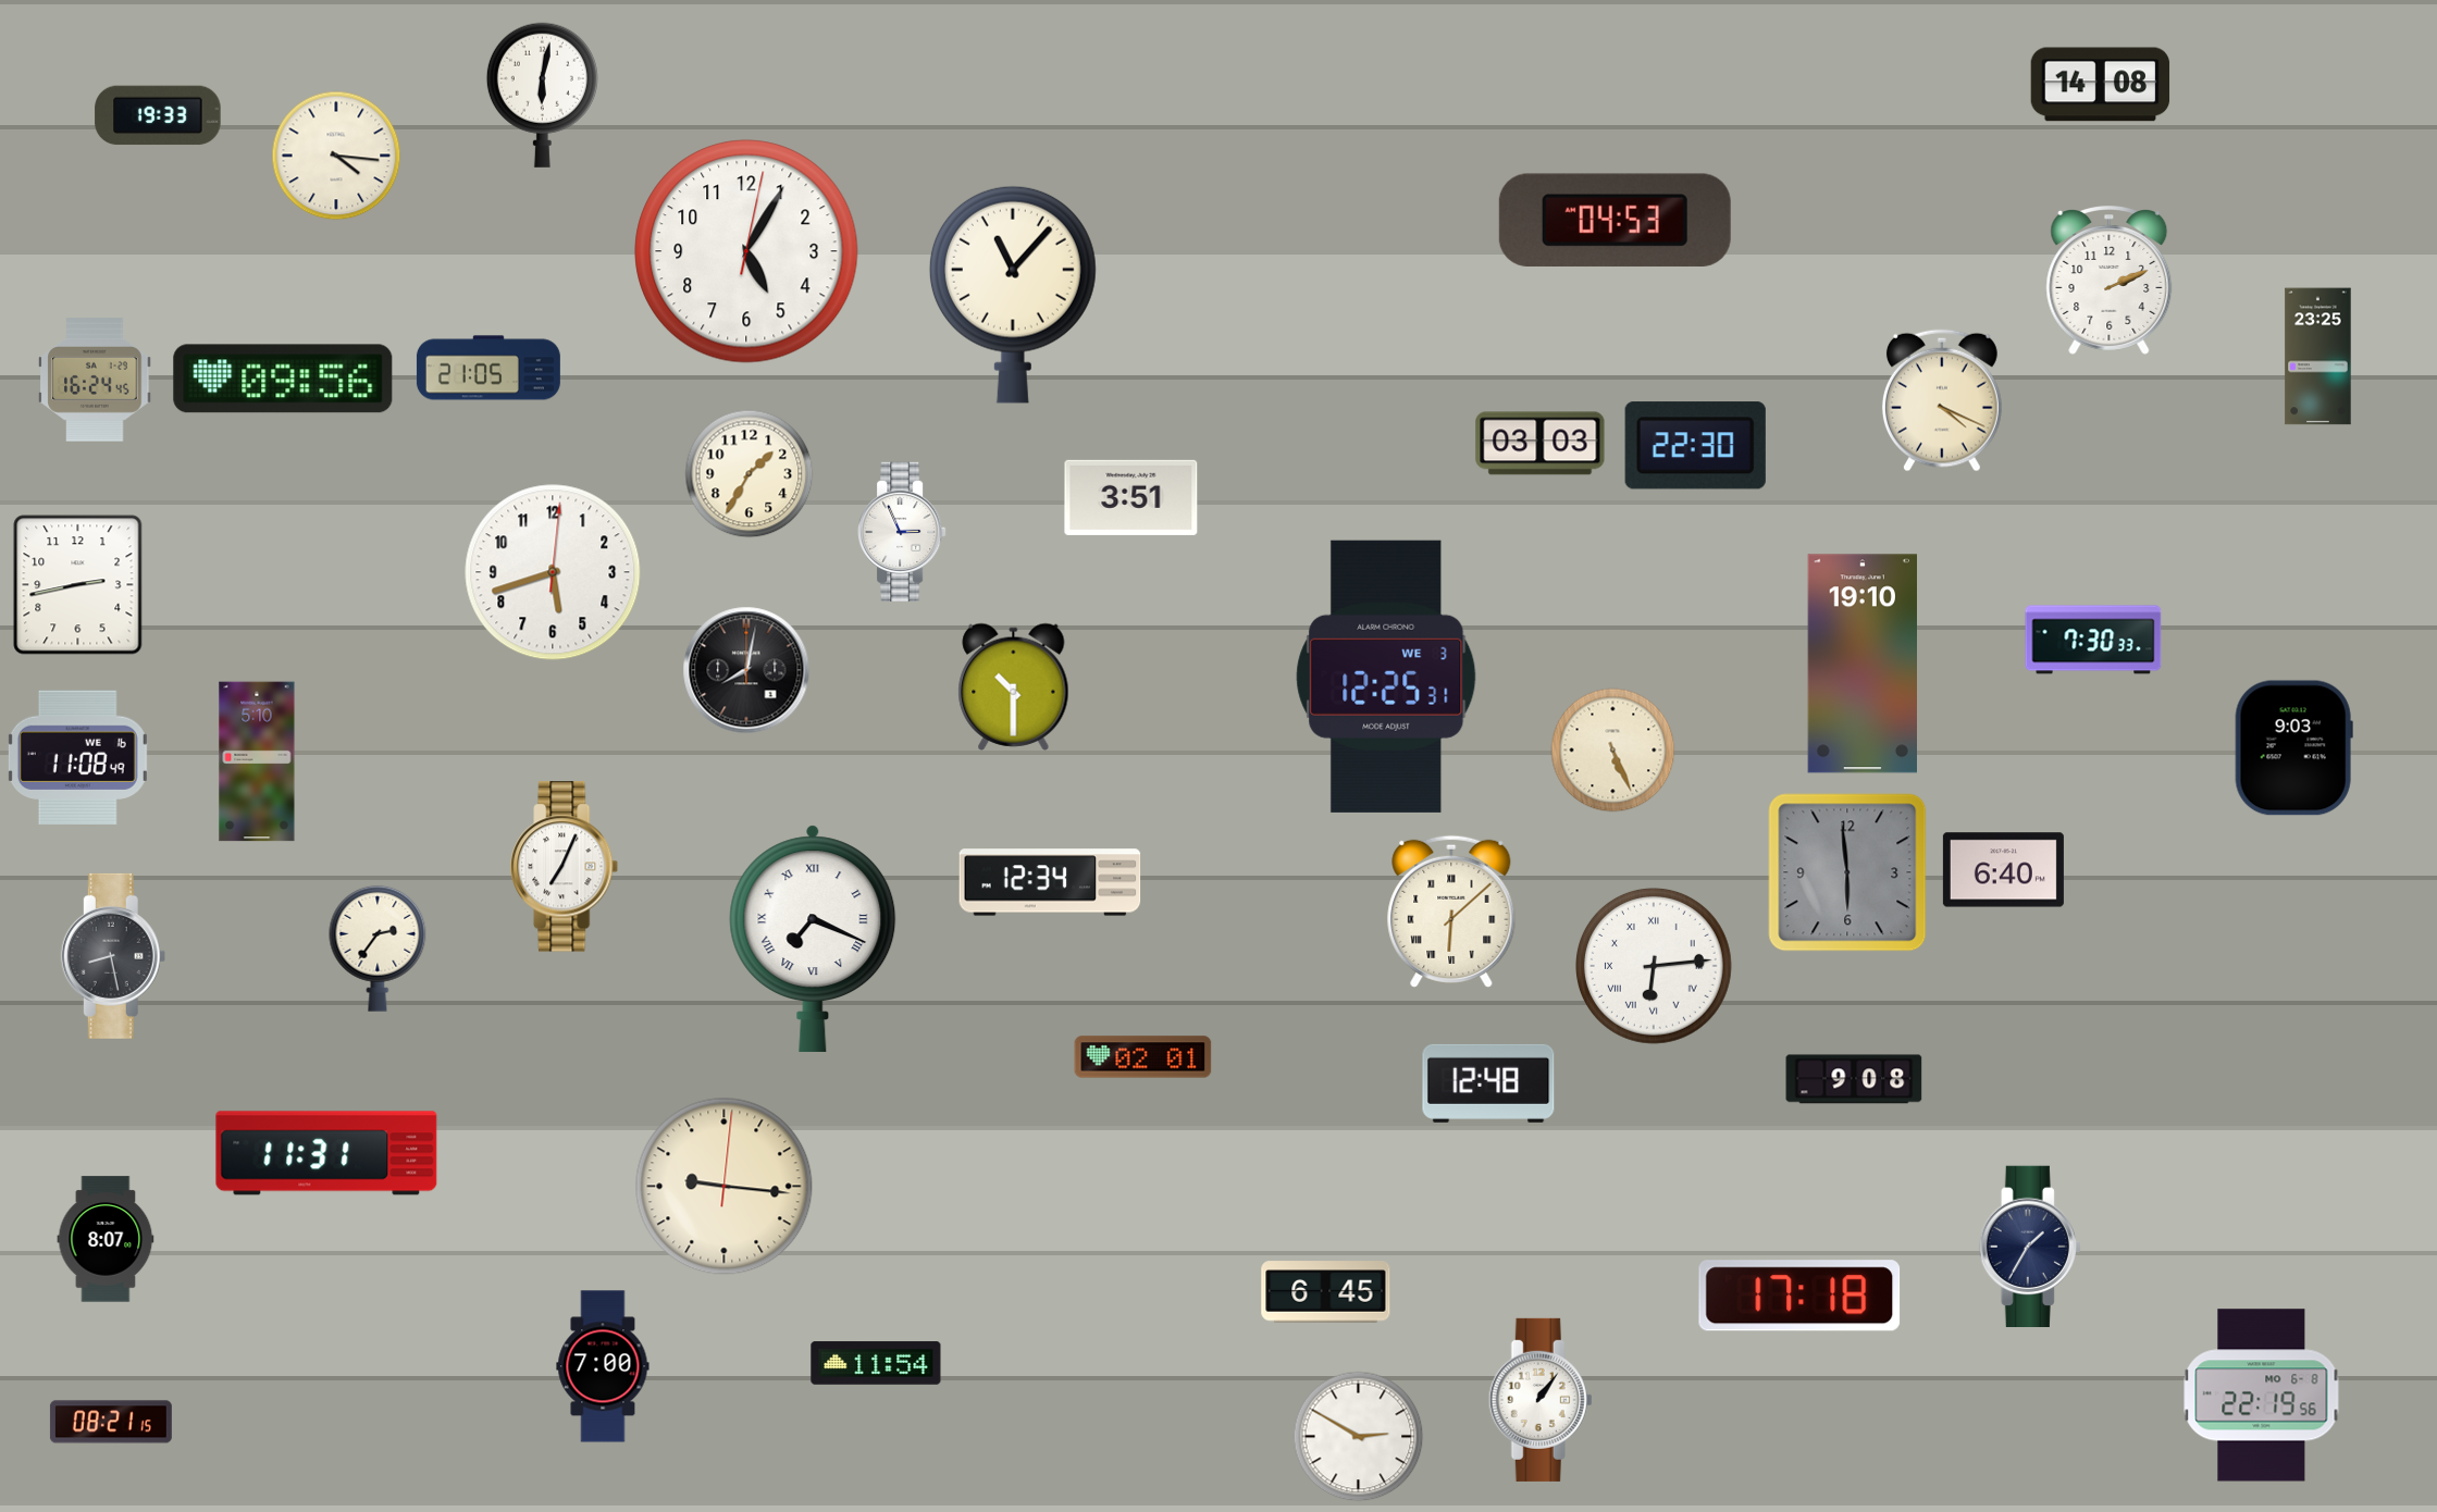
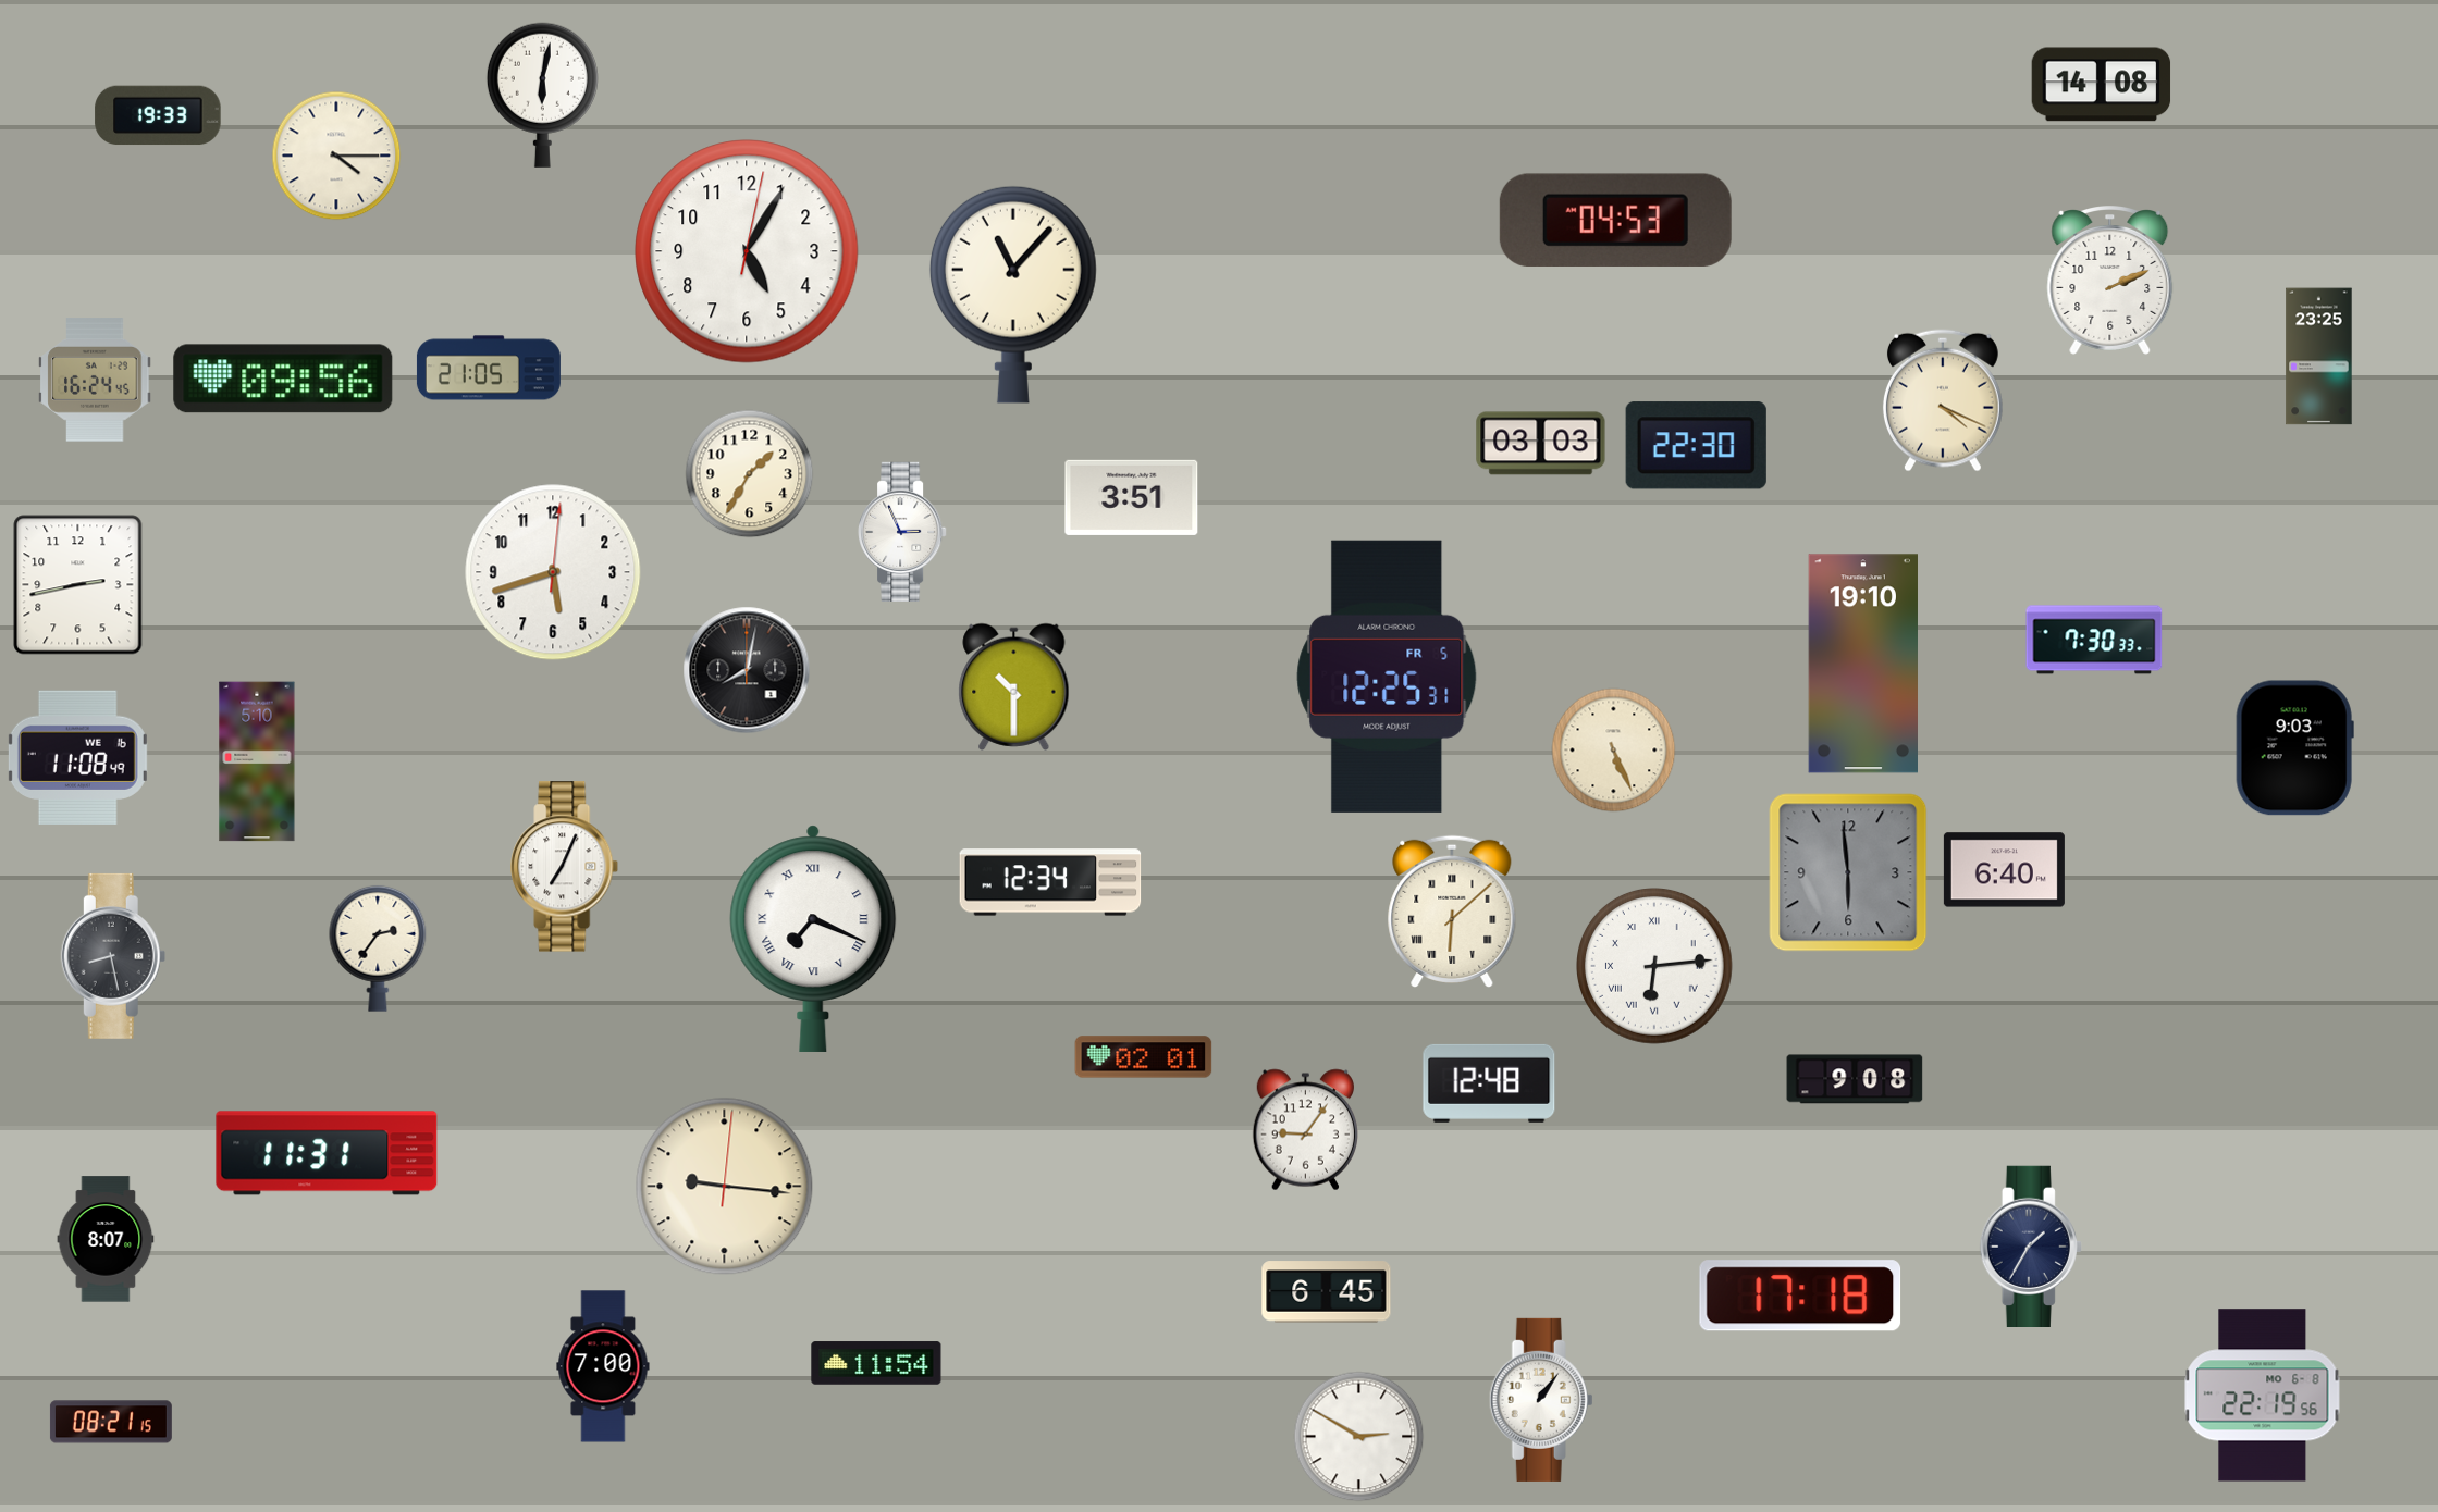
clock at (336, 156): 4:16 -> 4:15
clock at (1386, 677) date: WE 3 -> FR 5
clock at (1305, 1130): none -> 9:06
